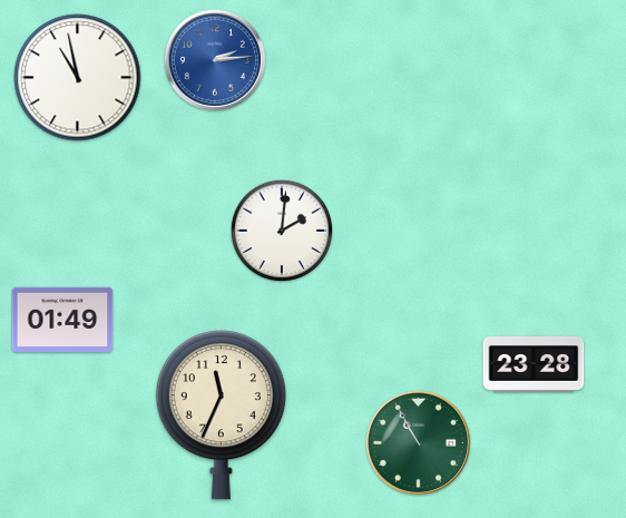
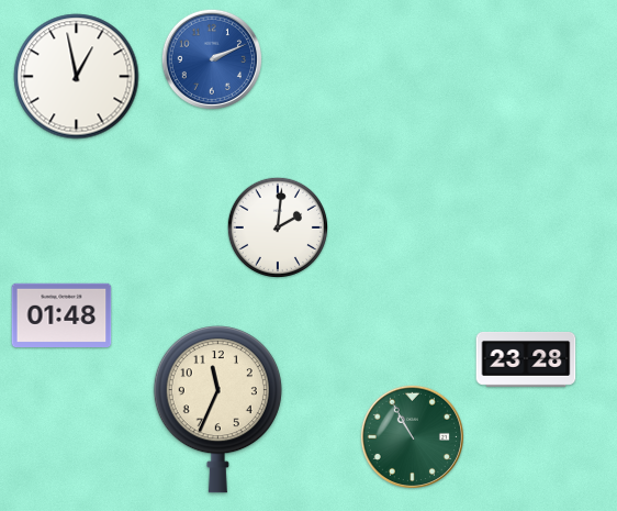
clock at (214, 59): 2:14 -> 2:11
clock at (78, 78): 10:58 -> 12:58
clock at (62, 319): 01:49 -> 01:48
